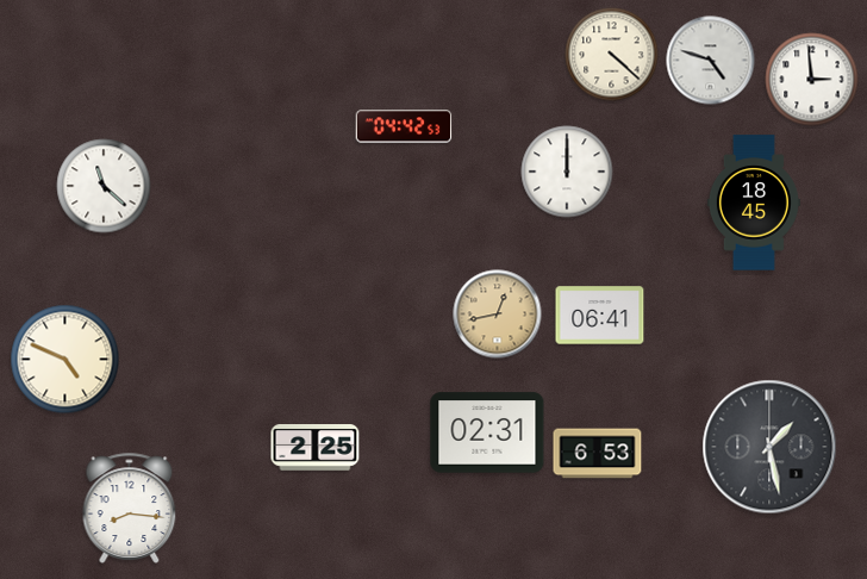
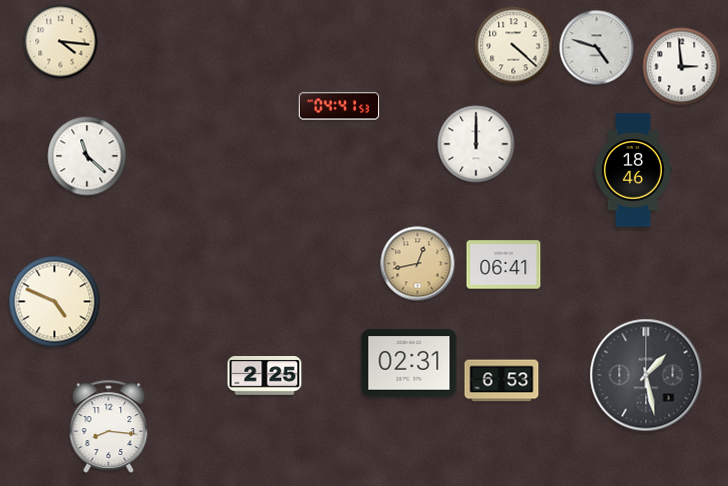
clock at (61, 42): none -> 4:16
clock at (711, 61) position: (711, 61) -> (597, 48)
clock at (404, 126): 04:42 -> 04:41
clock at (754, 203): 18:45 -> 18:46
